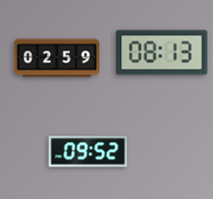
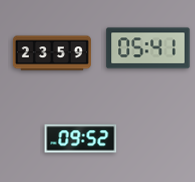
clock at (162, 52): 08:13 -> 05:41
clock at (57, 58): 02:59 -> 23:59
